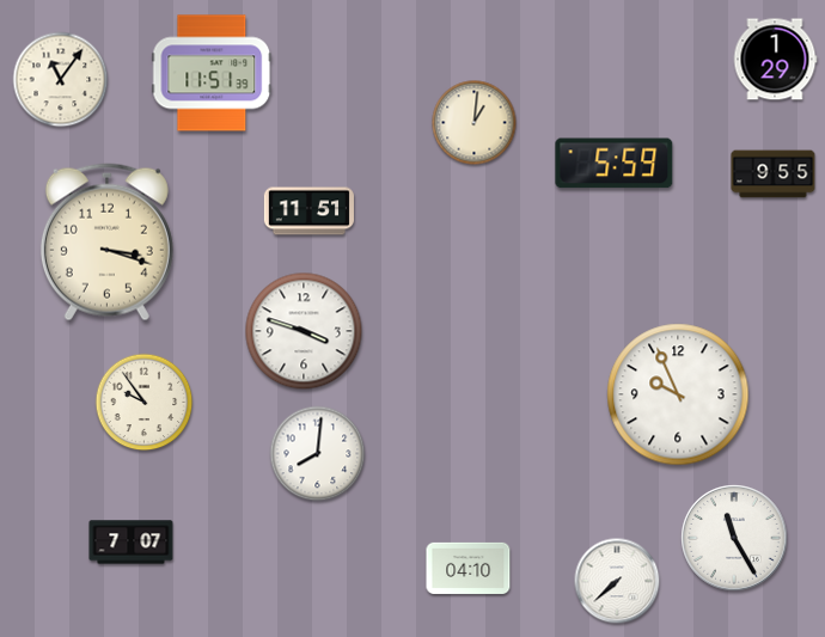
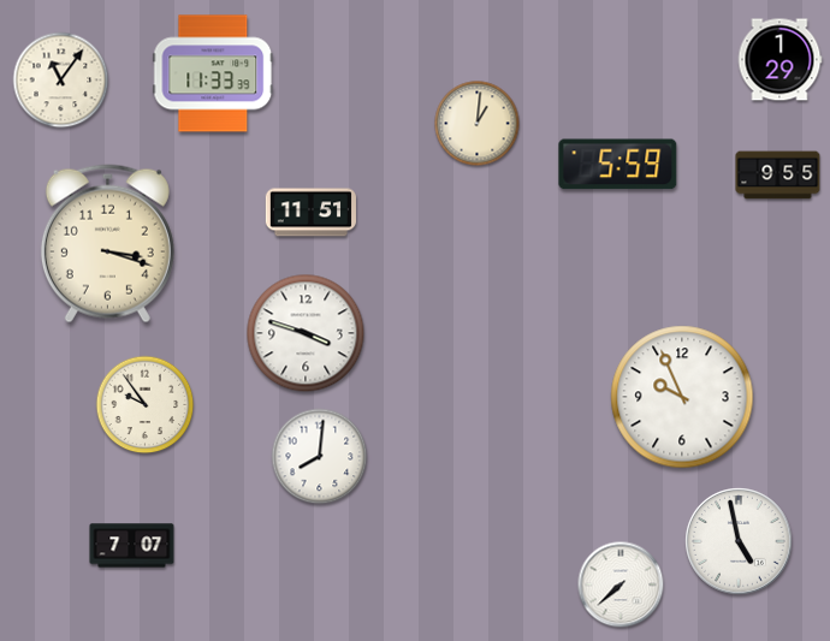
clock at (212, 73): 11:51 -> 11:33
clock at (734, 538): 11:25 -> 4:58
clock at (469, 568): 04:10 -> none
